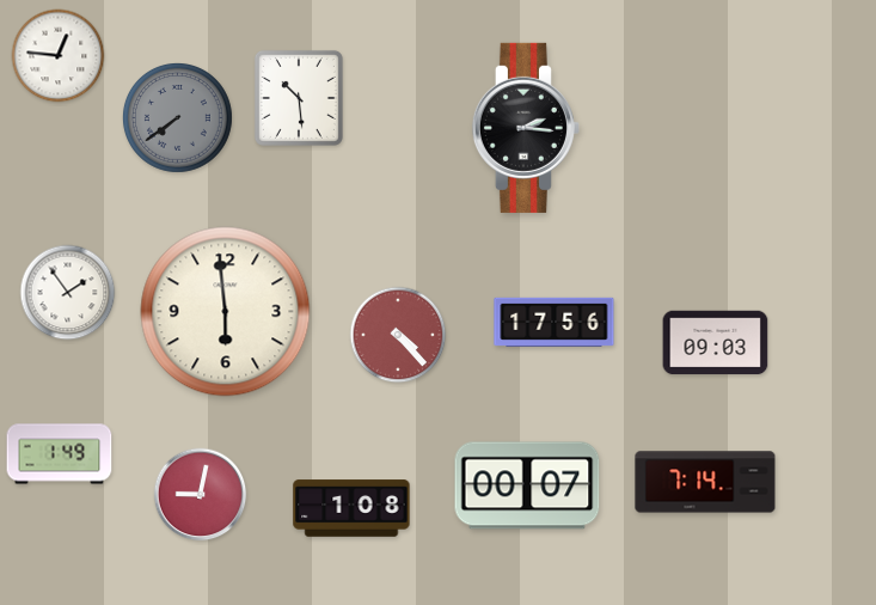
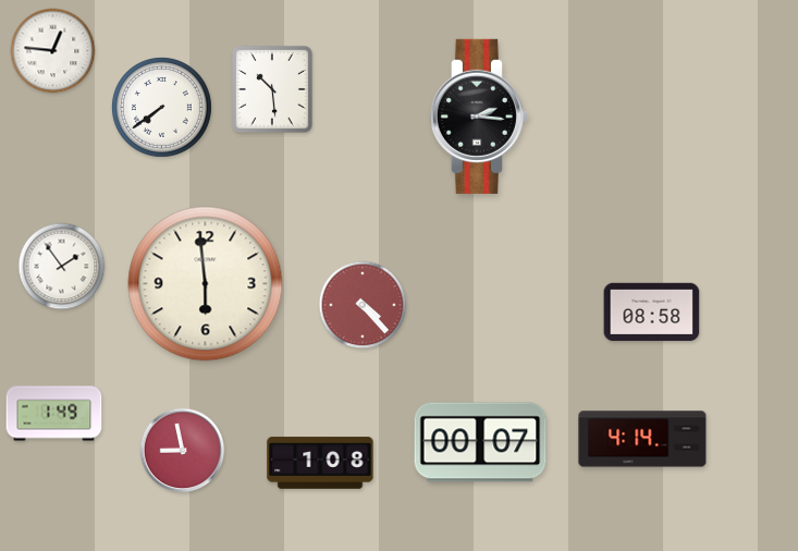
clock at (177, 117) dial: grey -> white
clock at (555, 322): 17:56 -> none
clock at (716, 343): 09:03 -> 08:58
clock at (705, 482): 7:14 -> 4:14
clock at (201, 495): 9:02 -> 8:58
